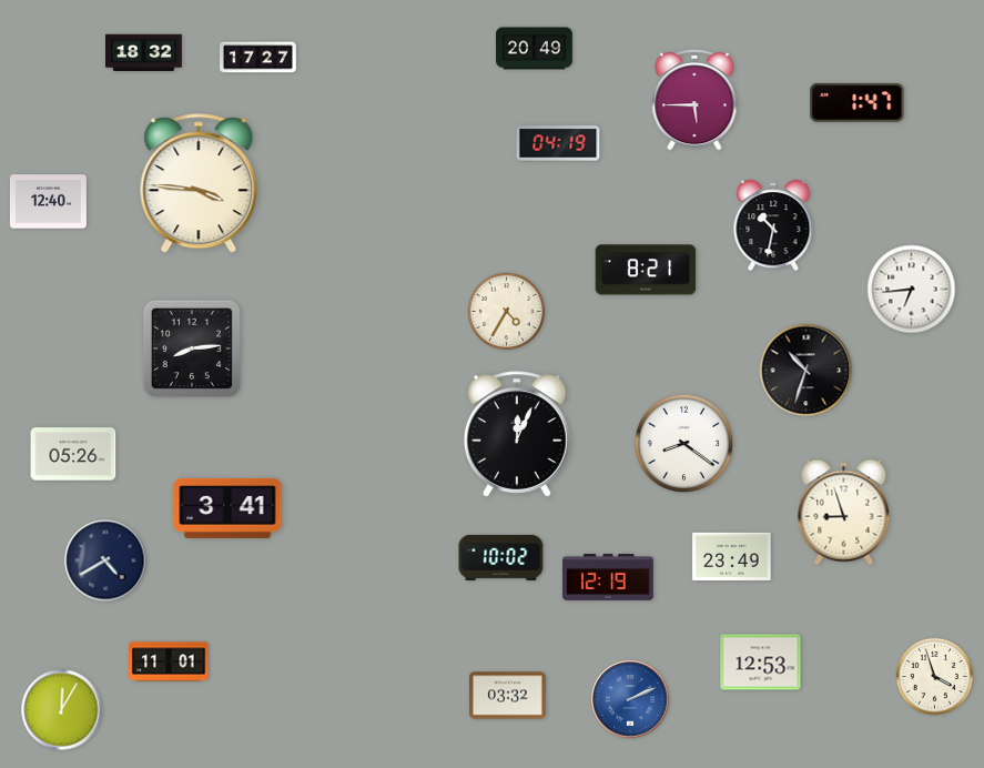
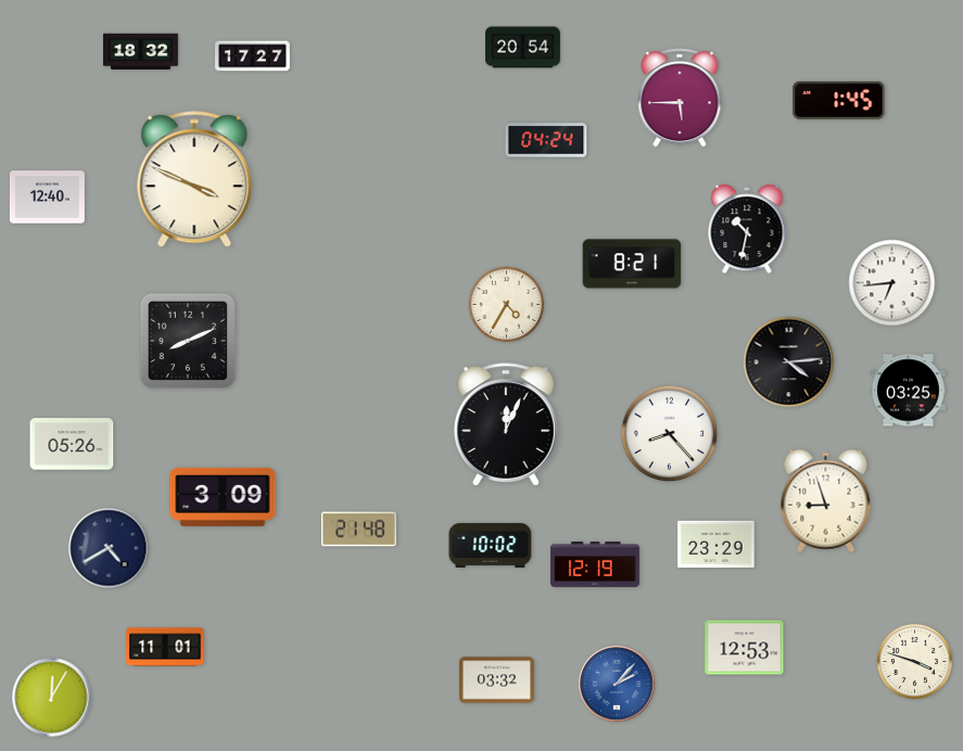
clock at (535, 49): 20:49 -> 20:54
clock at (858, 102): 1:47 -> 1:45
clock at (558, 143): 04:19 -> 04:24
clock at (199, 184): 3:46 -> 3:49
clock at (773, 225) position: (773, 225) -> (747, 229)
clock at (506, 311) position: (506, 311) -> (506, 304)
clock at (192, 348): 8:14 -> 8:11
clock at (807, 371): 10:33 -> 4:14
clock at (908, 391): none -> 03:25
clock at (684, 444): 8:21 -> 8:23
clock at (227, 508): 3:41 -> 3:09
clock at (358, 530): none -> 21:48
clock at (732, 556): 23:49 -> 23:29
clock at (105, 560) position: (105, 560) -> (109, 548)
clock at (934, 676): 3:57 -> 3:48
clock at (630, 699): 2:11 -> 2:07
clock at (62, 710) position: (62, 710) -> (52, 698)
